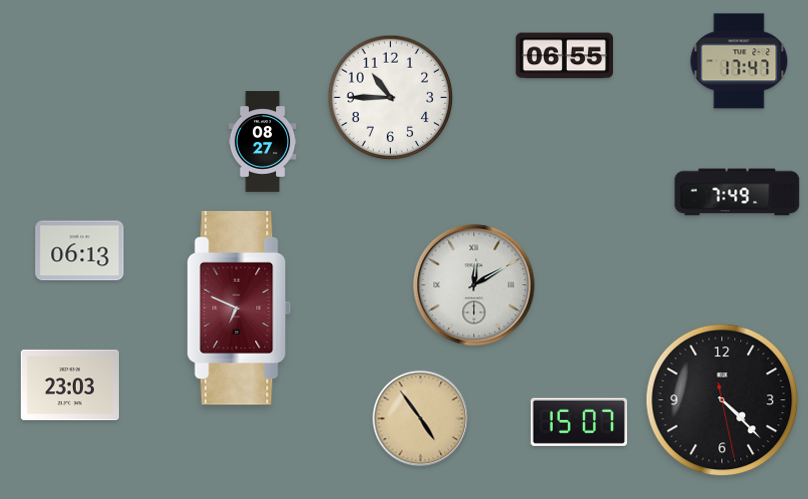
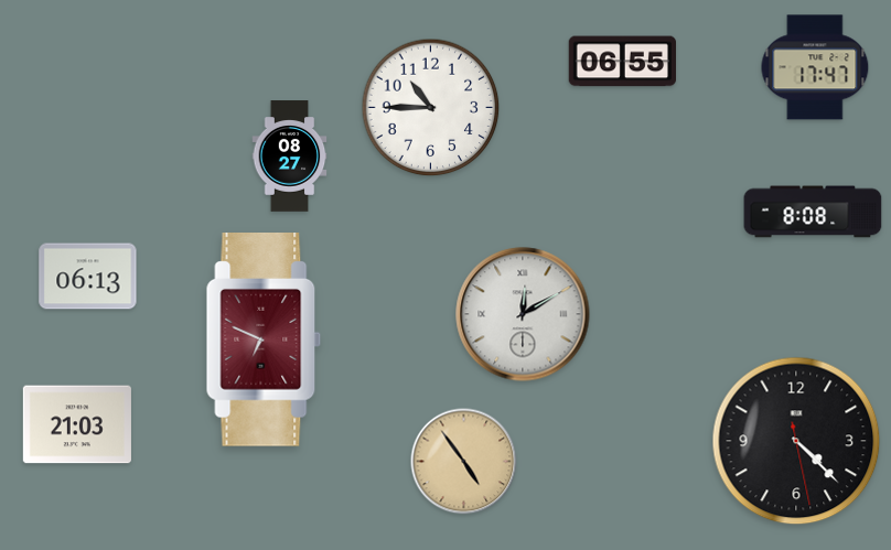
clock at (737, 192): 7:49 -> 8:08
clock at (70, 385): 23:03 -> 21:03
clock at (579, 422): 15:07 -> none
